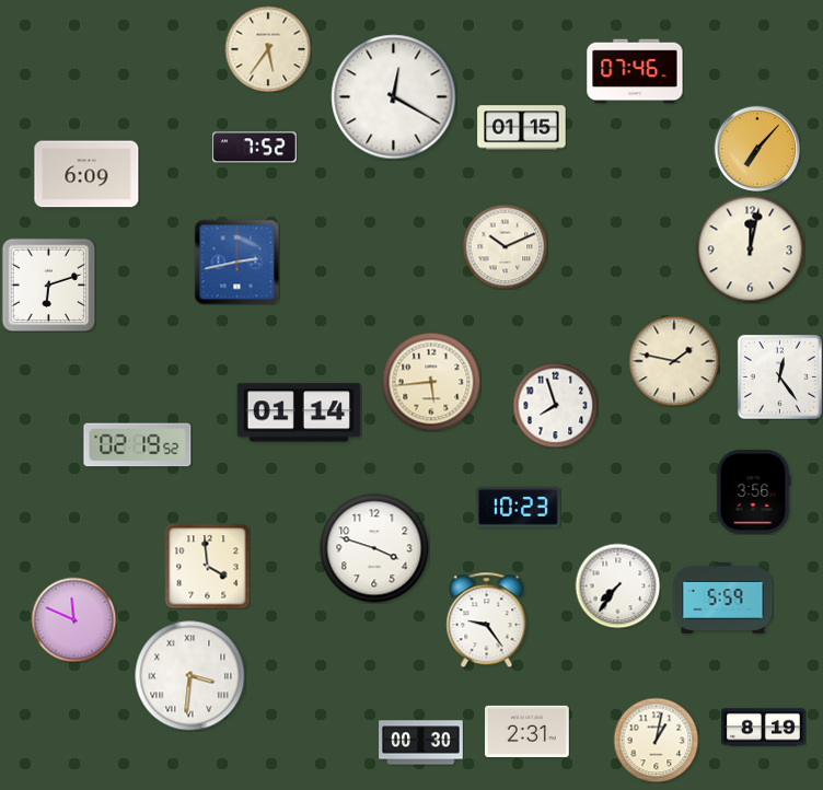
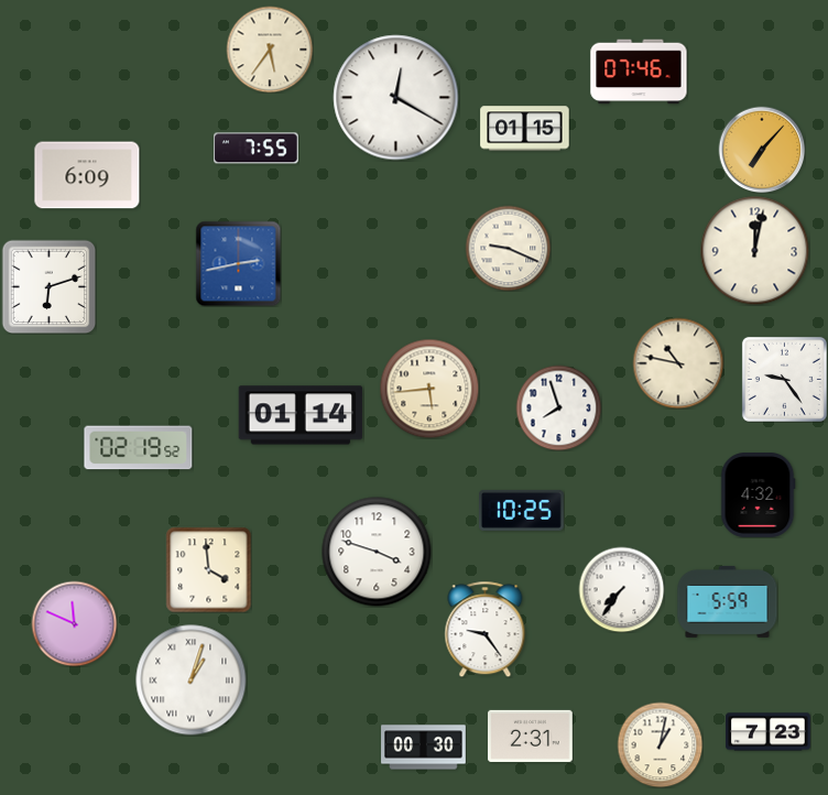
clock at (255, 148): 7:52 -> 7:55
clock at (505, 246): 10:11 -> 9:19
clock at (674, 361): 1:47 -> 10:47
clock at (779, 376): 12:24 -> 9:24
clock at (431, 382) position: (431, 382) -> (429, 389)
clock at (753, 492): 3:56 -> 4:32
clock at (519, 507): 10:23 -> 10:25
clock at (487, 619) position: (487, 619) -> (486, 629)
clock at (190, 676): 3:31 -> 1:03
clock at (764, 728): 8:19 -> 7:23
